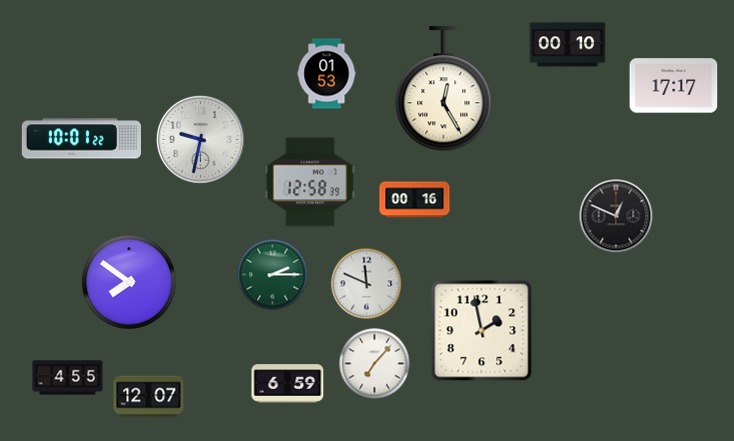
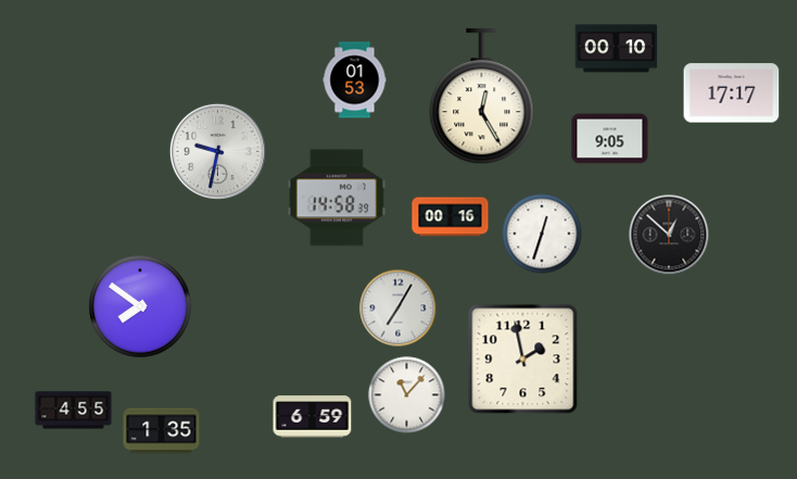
clock at (610, 139): none -> 9:05
clock at (81, 139): 10:01 -> none
clock at (309, 182): 12:58 -> 14:58
clock at (542, 234): none -> 12:33
clock at (616, 216): 12:49 -> 12:52
clock at (273, 275): 2:15 -> none
clock at (367, 284): 11:49 -> 7:05
clock at (375, 364): 7:07 -> 11:07
clock at (149, 397): 12:07 -> 1:35
